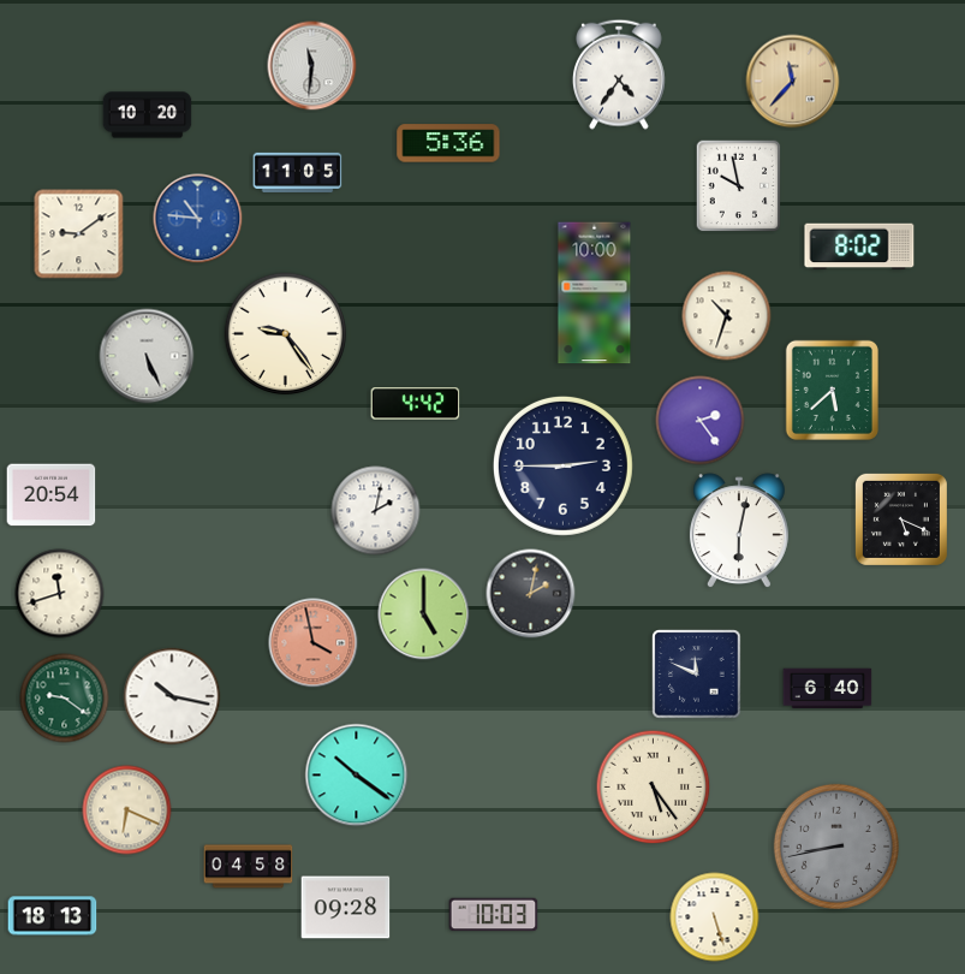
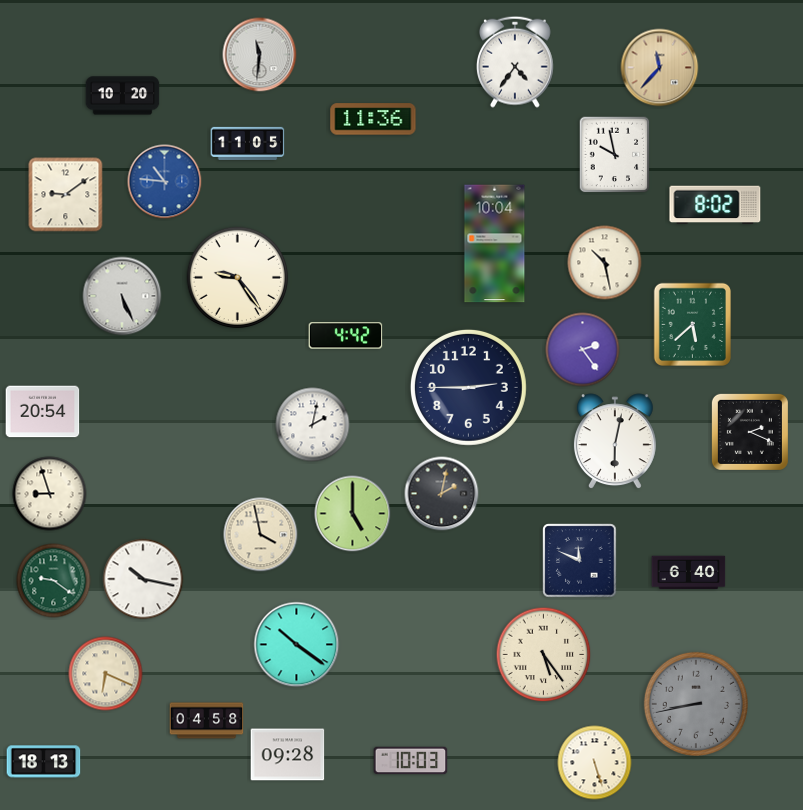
clock at (448, 143): 5:36 -> 11:36
clock at (595, 293): 10:00 -> 10:04
clock at (727, 316): 10:33 -> 10:28
clock at (901, 519): 5:19 -> 2:19
clock at (60, 594): 11:42 -> 8:57
clock at (424, 614) position: (424, 614) -> (353, 514)
clock at (314, 643) dial: salmon -> cream
